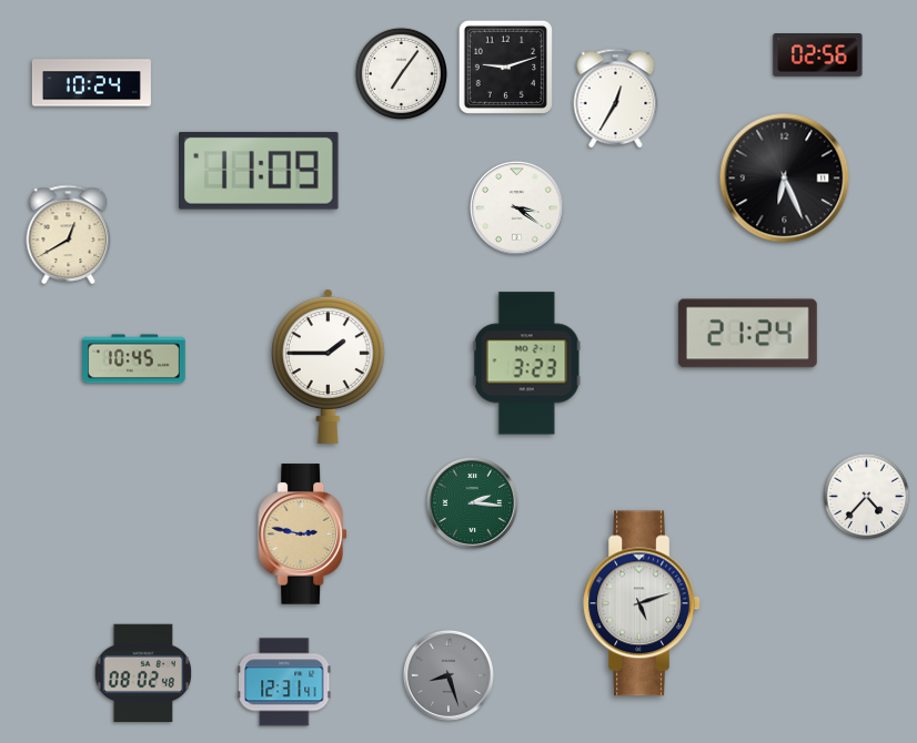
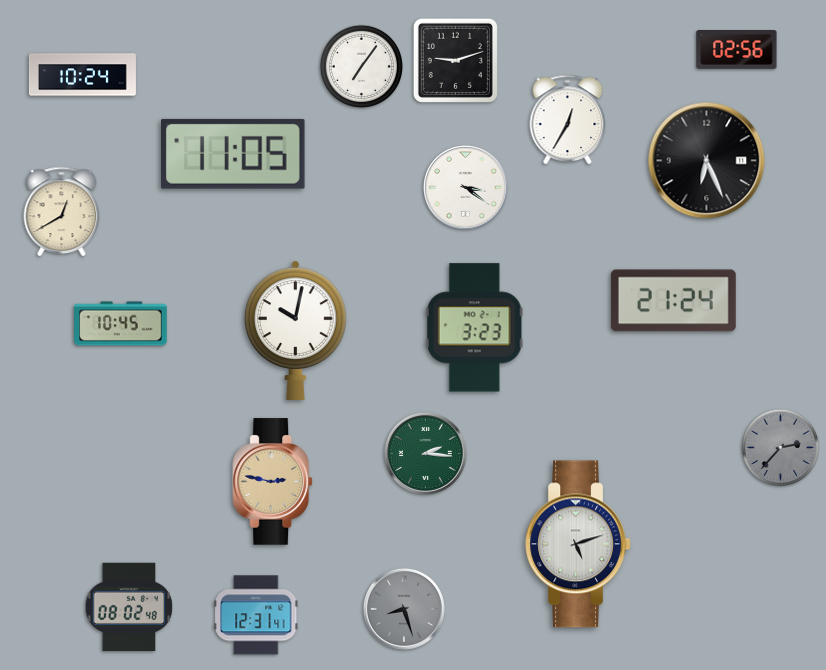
clock at (616, 98) position: (616, 98) -> (568, 119)
clock at (260, 171): 11:09 -> 11:05
clock at (327, 366): 1:45 -> 10:02
clock at (867, 497): 4:37 -> 2:37
clock at (867, 497) dial: white -> grey
